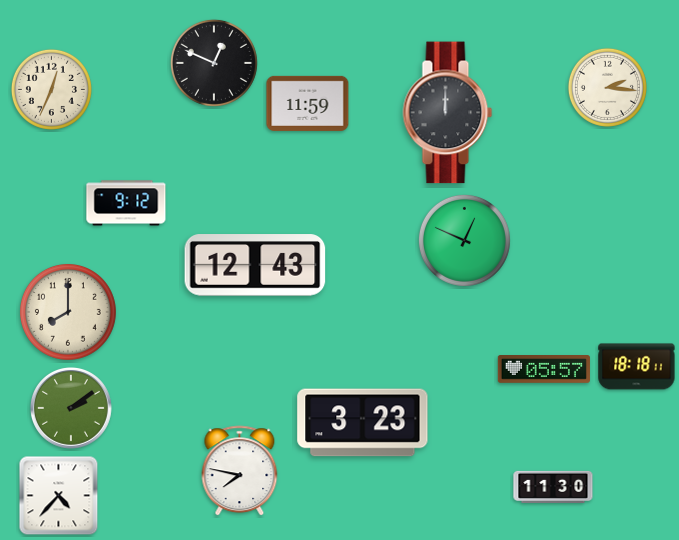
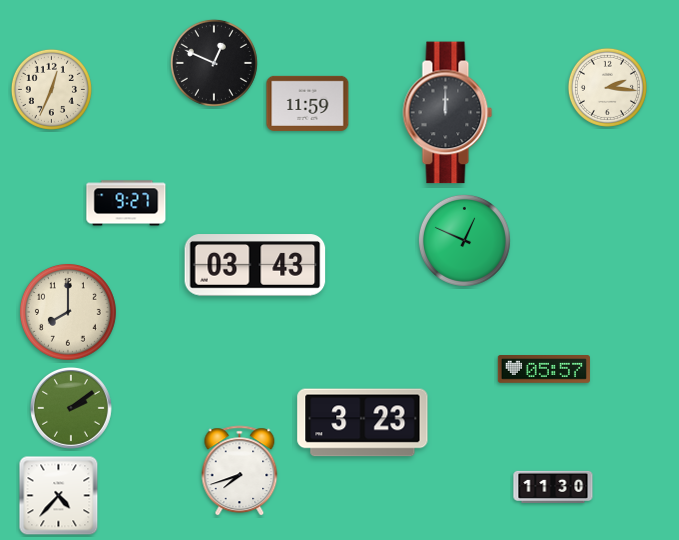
clock at (126, 203): 9:12 -> 9:27
clock at (255, 265): 12:43 -> 03:43
clock at (637, 367): 18:18 -> none
clock at (240, 471): 7:47 -> 7:42
